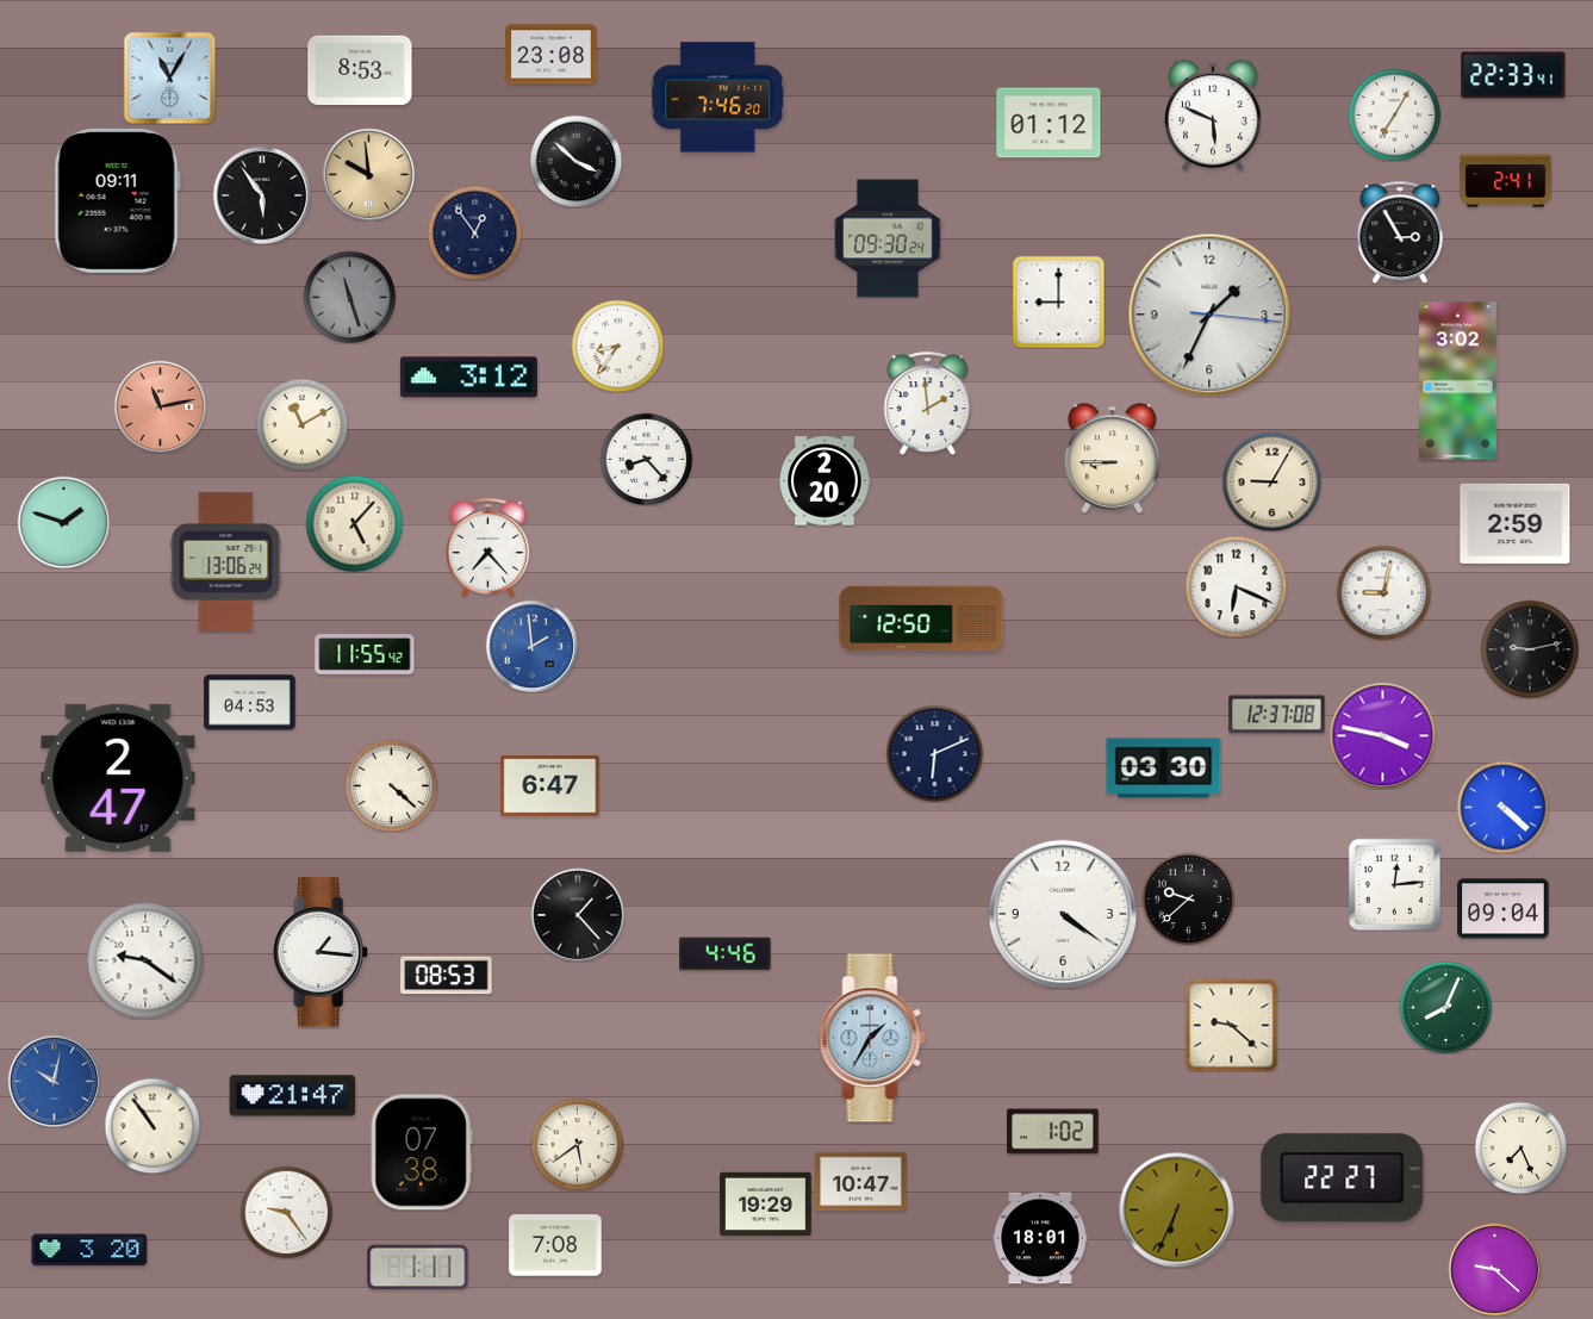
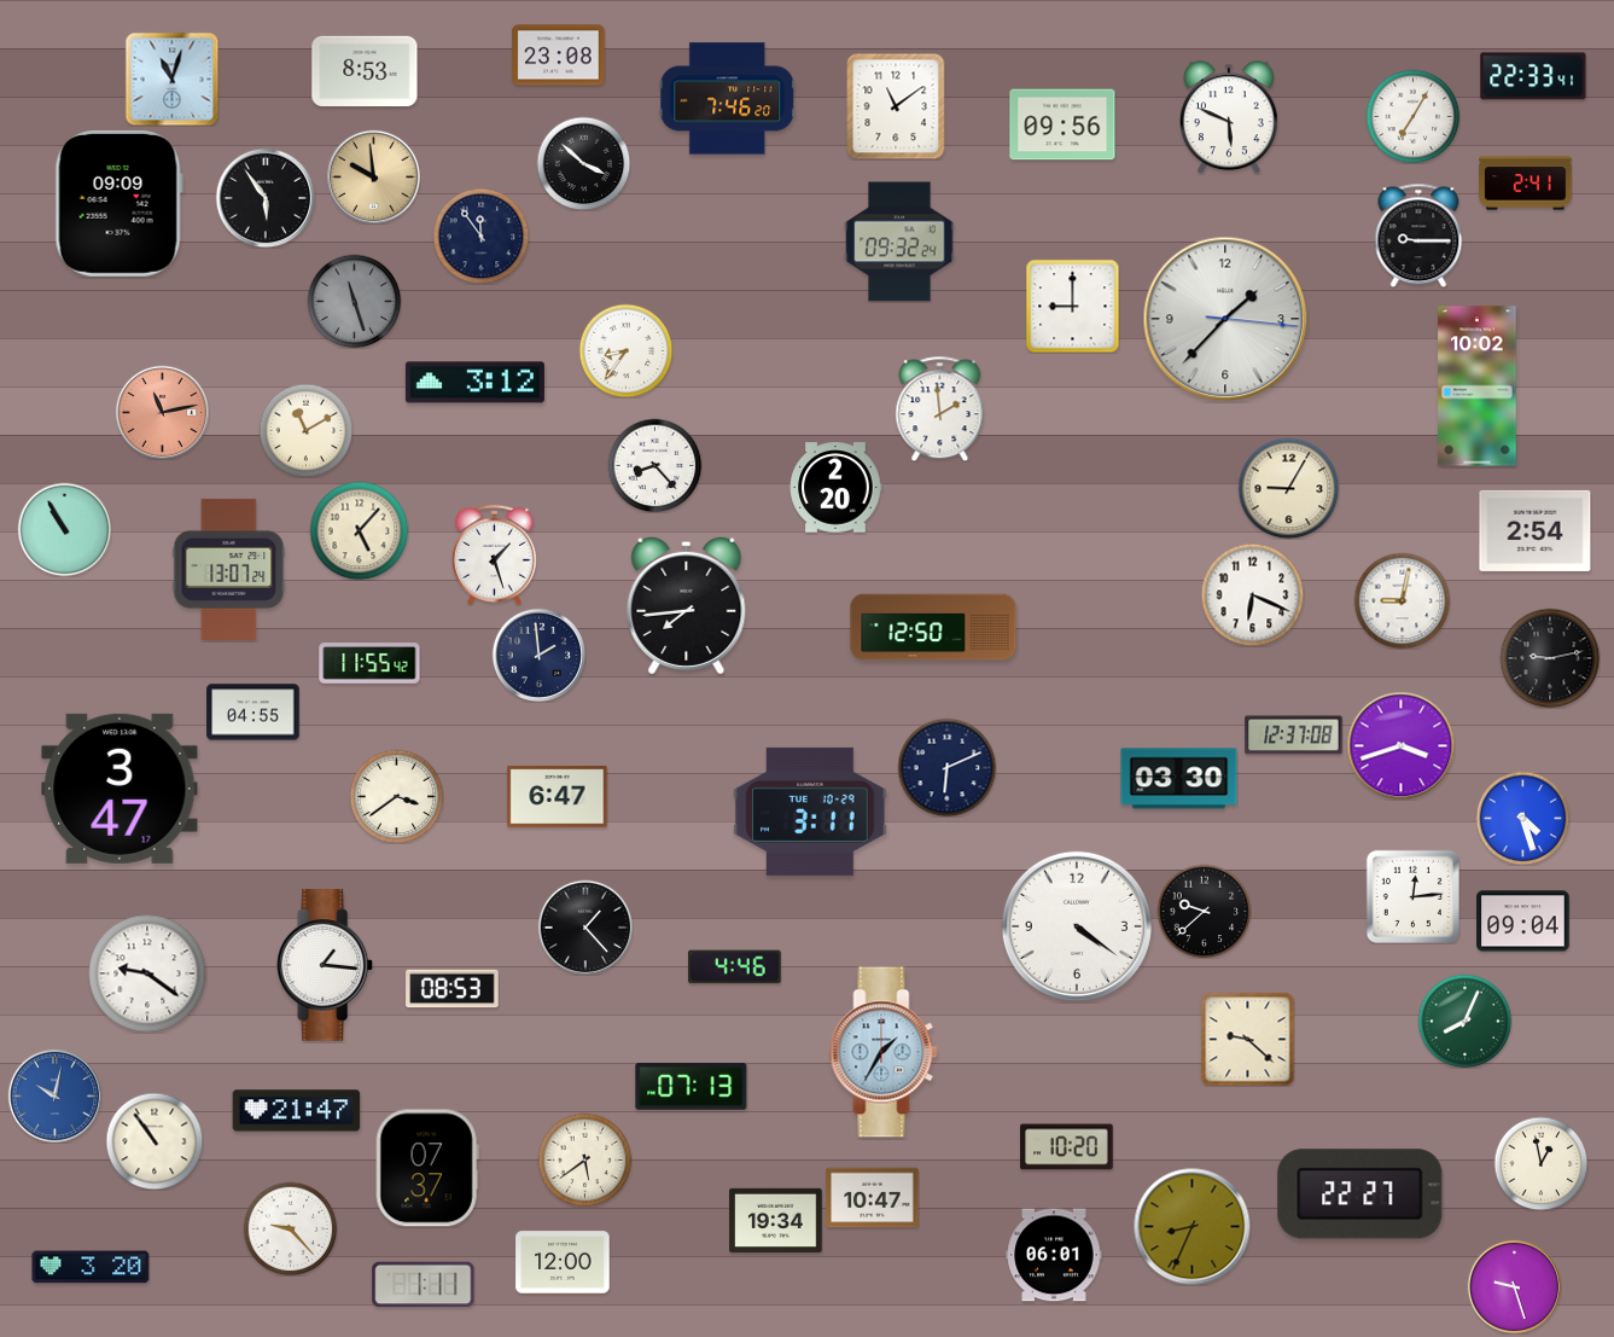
clock at (169, 77): 11:05 -> 11:03
clock at (896, 106): none -> 11:09
clock at (1048, 123): 01:12 -> 09:56
clock at (117, 200): 09:11 -> 09:09
clock at (474, 232): 12:54 -> 11:54
clock at (1400, 232): 2:55 -> 9:15
clock at (888, 238): 09:30 -> 09:32
clock at (1209, 315): 1:34 -> 1:37
clock at (1458, 381): 3:02 -> 10:02
clock at (1113, 458): 8:45 -> none
clock at (63, 522): 1:48 -> 10:55
clock at (1516, 523): 2:59 -> 2:54
clock at (487, 547): 7:23 -> 1:27
clock at (226, 561): 13:06 -> 13:07
clock at (687, 605): none -> 7:44
clock at (531, 646) dial: blue -> navy
clock at (250, 703): 04:53 -> 04:55
clock at (1277, 715) position: (1277, 715) -> (1294, 736)
clock at (1382, 735): 3:47 -> 3:42
clock at (934, 753) position: (934, 753) -> (946, 767)
clock at (118, 778): 2:47 -> 3:47
clock at (391, 785): 4:22 -> 3:39
clock at (810, 812): none -> 3:11
clock at (1502, 807): 4:22 -> 4:27
clock at (692, 1086): none -> 07:13
clock at (1053, 1132): 1:02 -> 10:20
clock at (1520, 1147): 7:26 -> 12:58
clock at (422, 1152): 07:38 -> 07:37
clock at (766, 1203): 19:29 -> 19:34
clock at (1177, 1211): 6:34 -> 8:34
clock at (286, 1212): 9:24 -> 9:23
clock at (1040, 1238): 18:01 -> 06:01
clock at (555, 1245): 7:08 -> 12:00
clock at (1494, 1269): 9:22 -> 9:27
